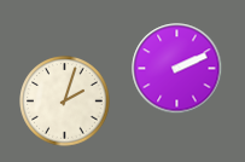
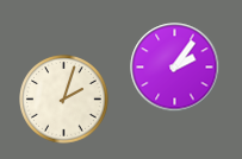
clock at (177, 69): 2:11 -> 2:06
